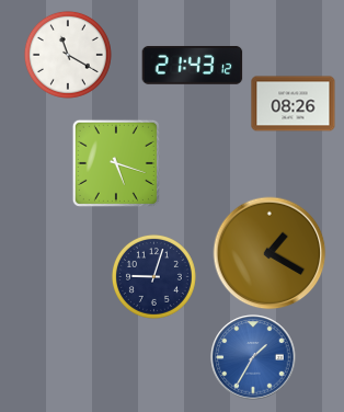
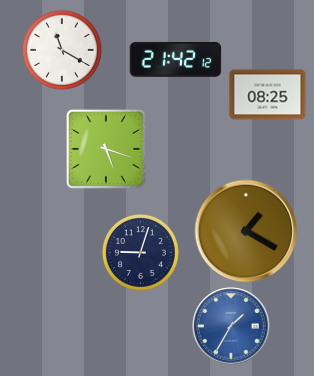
clock at (193, 65): 21:43 -> 21:42
clock at (294, 104): 08:26 -> 08:25
